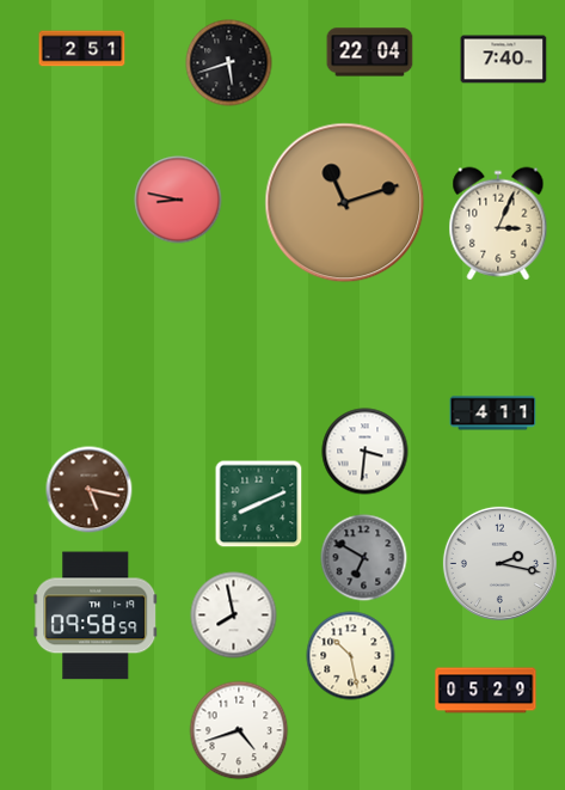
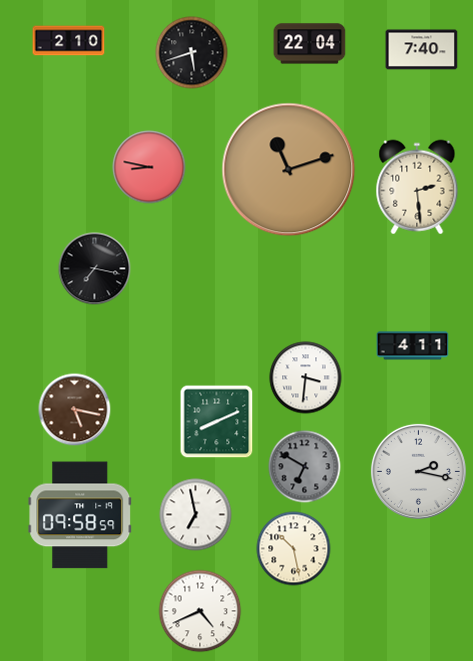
clock at (82, 49): 2:51 -> 2:10
clock at (498, 223): 3:04 -> 2:29
clock at (95, 269): none -> 7:17
clock at (234, 616): 7:58 -> 6:58
clock at (486, 691): 05:29 -> none
clock at (239, 730): 4:42 -> 4:41
